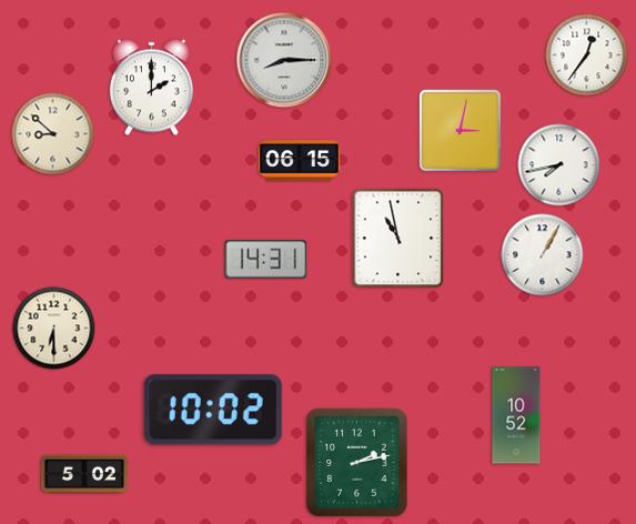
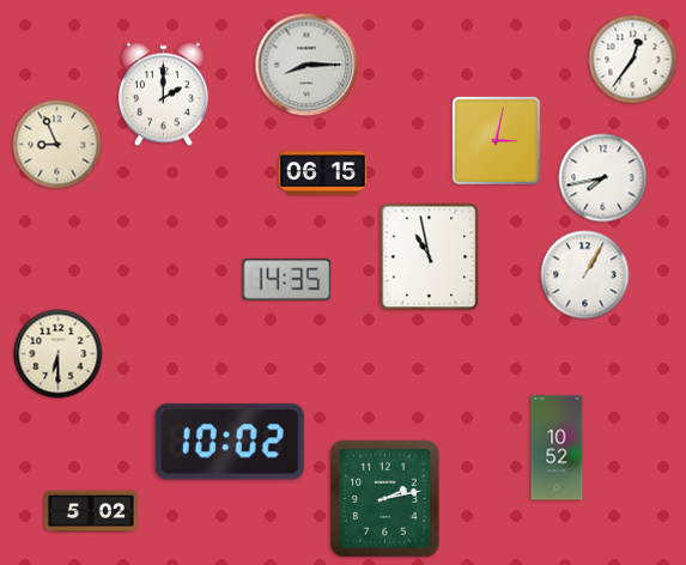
clock at (53, 134): 8:52 -> 8:56
clock at (266, 260): 14:31 -> 14:35
